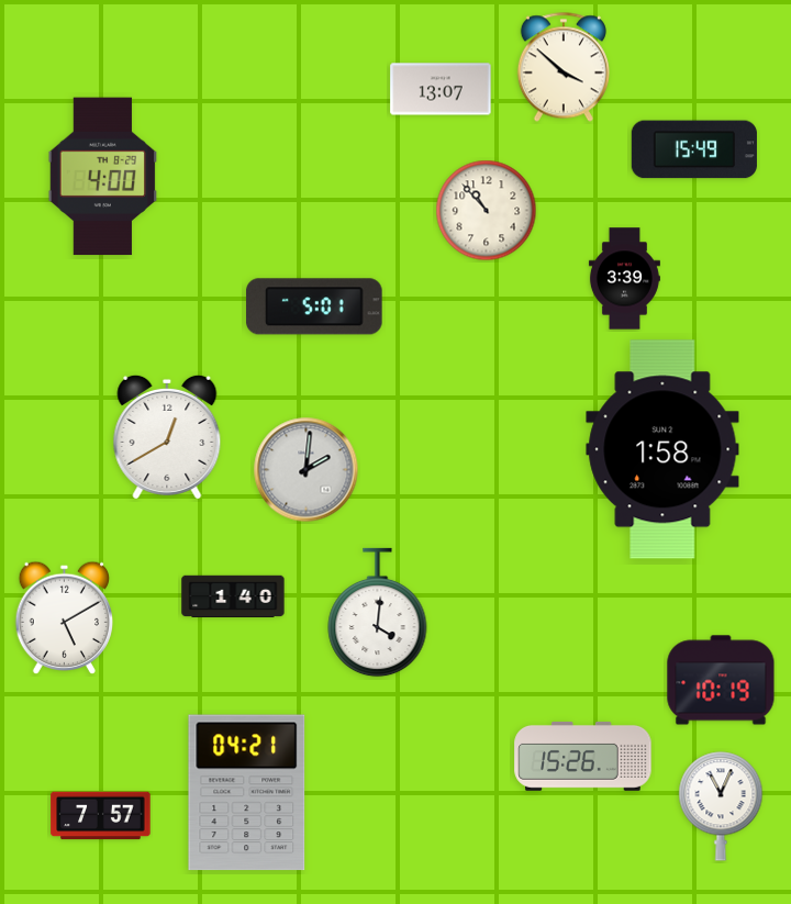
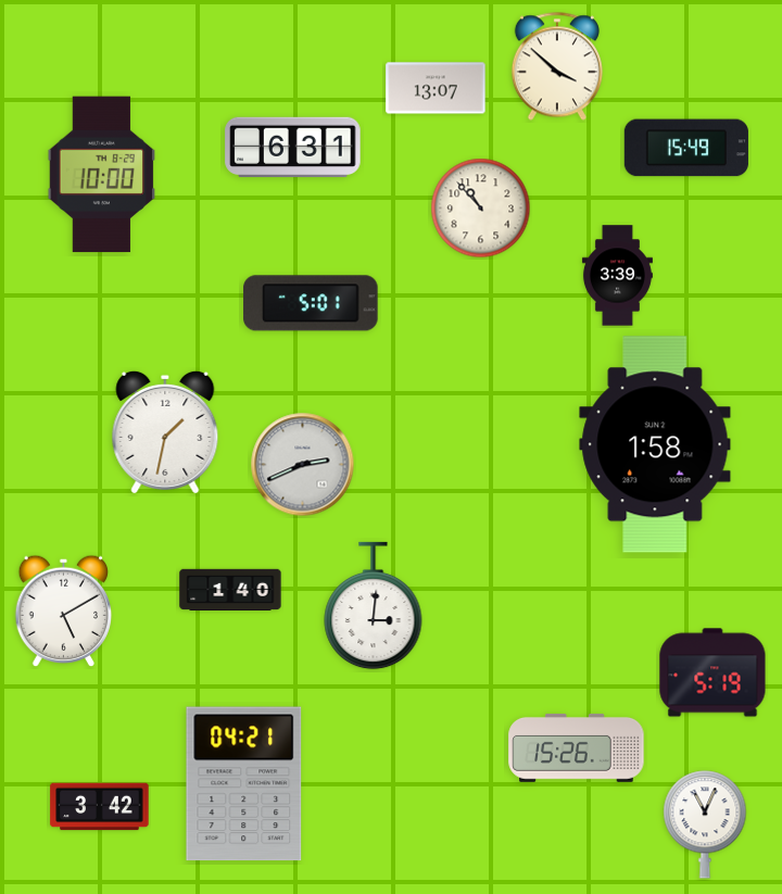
clock at (293, 148): none -> 6:31
clock at (103, 177): 4:00 -> 10:00
clock at (167, 437): 12:40 -> 1:32
clock at (307, 470): 2:01 -> 2:41
clock at (378, 613): 4:01 -> 3:01
clock at (721, 680): 10:19 -> 5:19
clock at (721, 806) position: (721, 806) -> (705, 824)
clock at (101, 816): 7:57 -> 3:42
